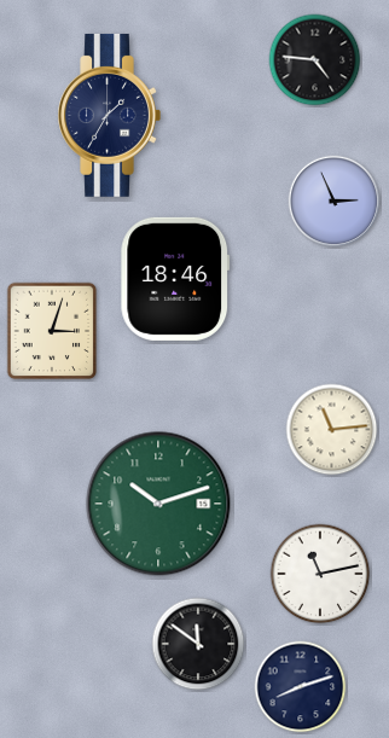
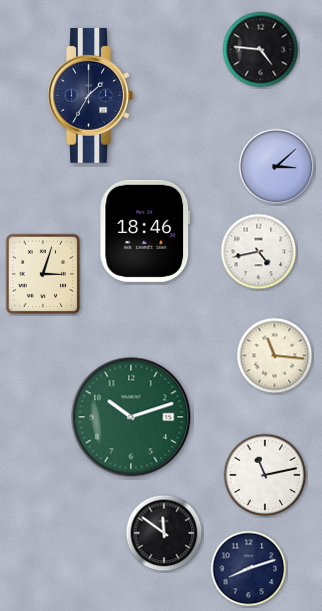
clock at (335, 202): 2:56 -> 3:08
clock at (259, 252): none -> 4:43
clock at (332, 430): 11:14 -> 11:16
